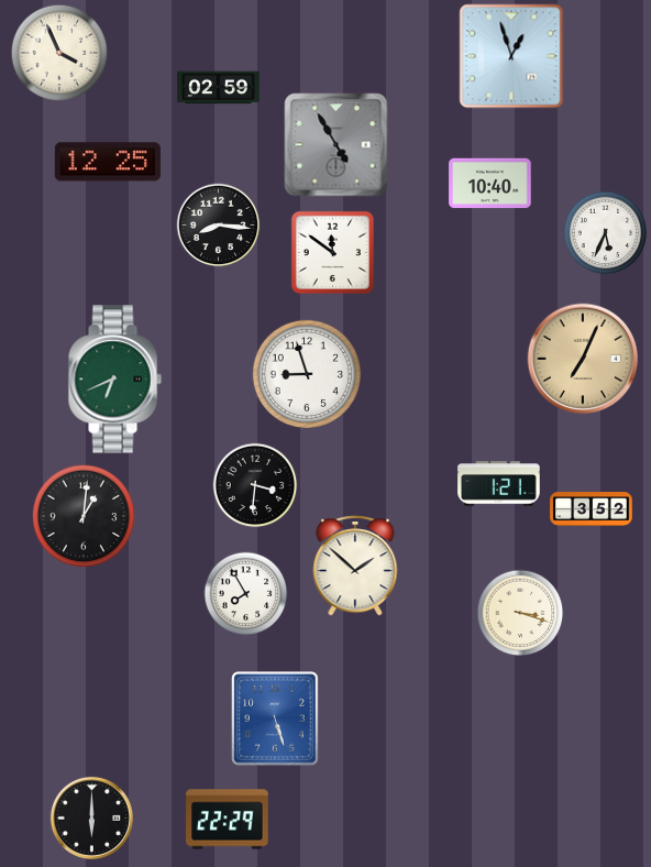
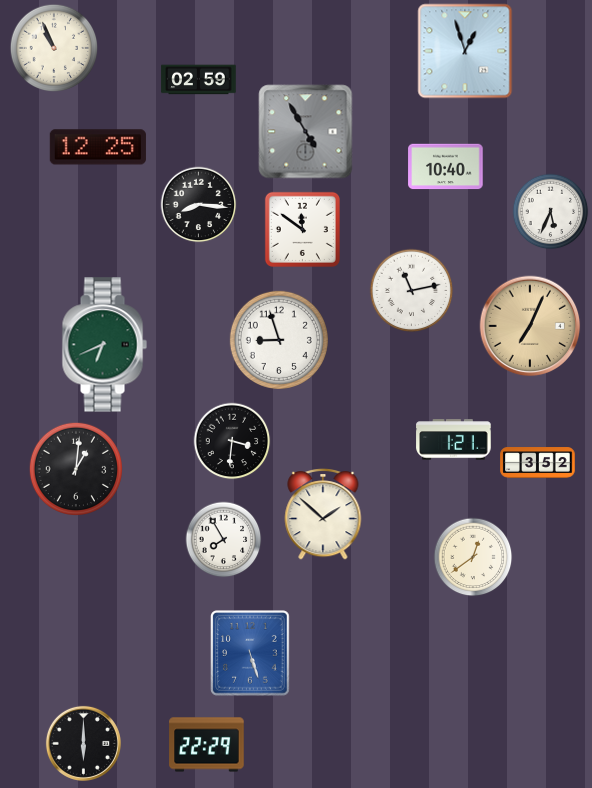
clock at (59, 53): 3:56 -> 10:56
clock at (412, 291): none -> 11:13
clock at (520, 613): 3:18 -> 12:39
